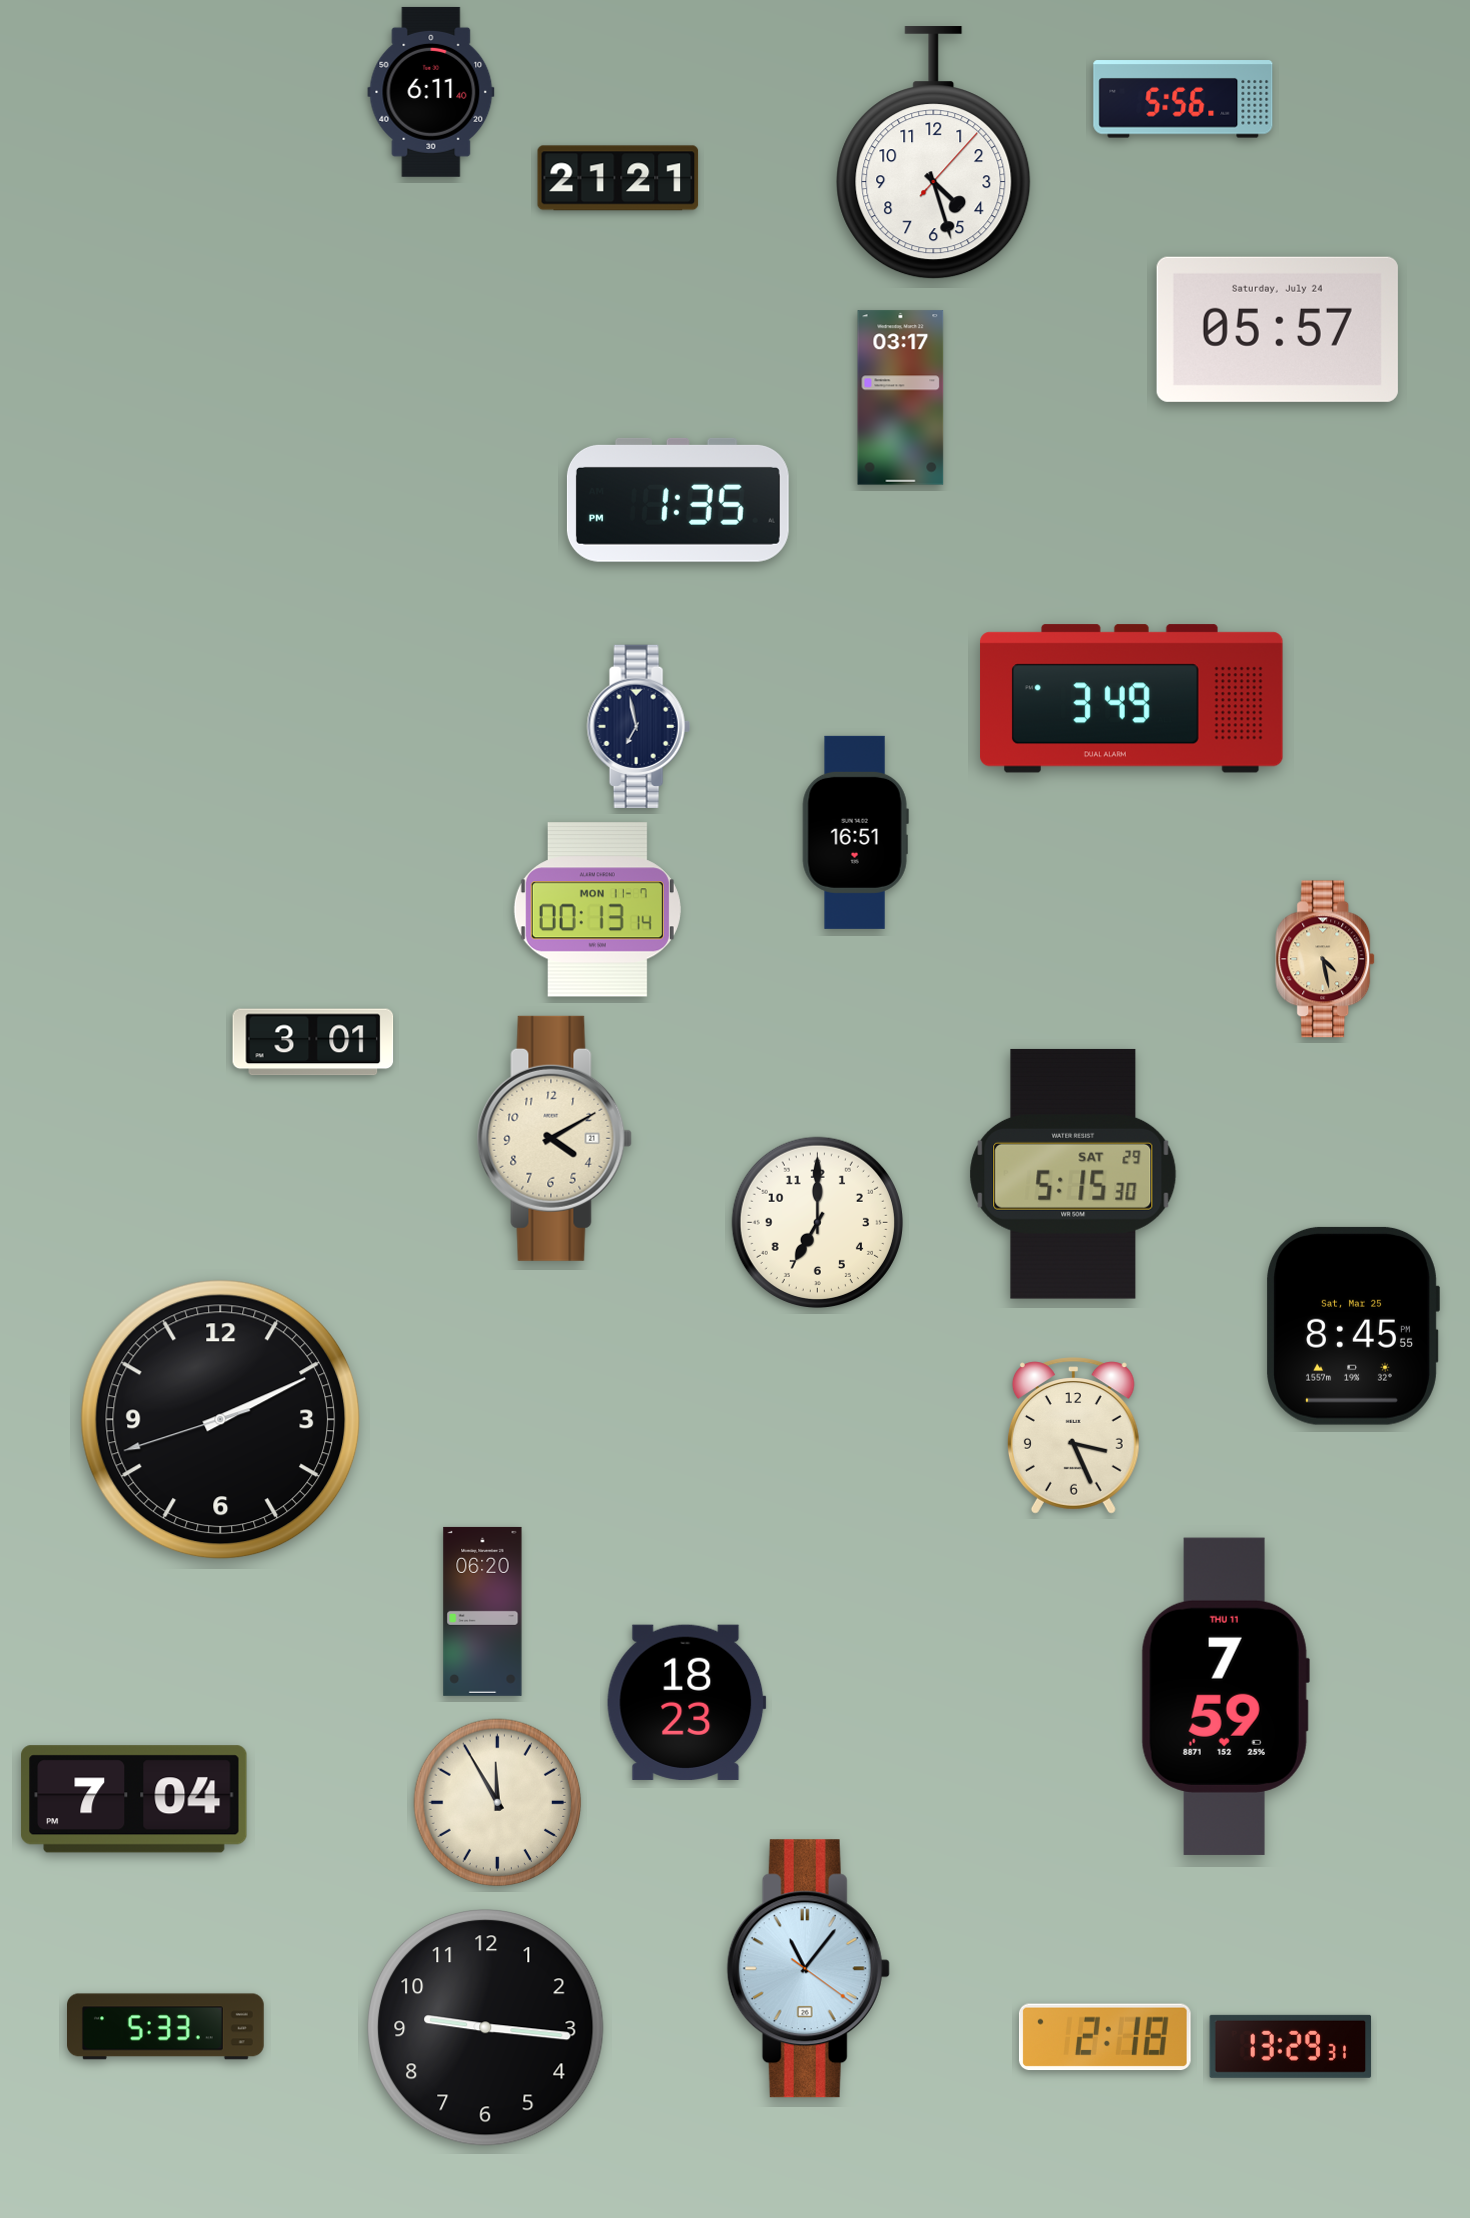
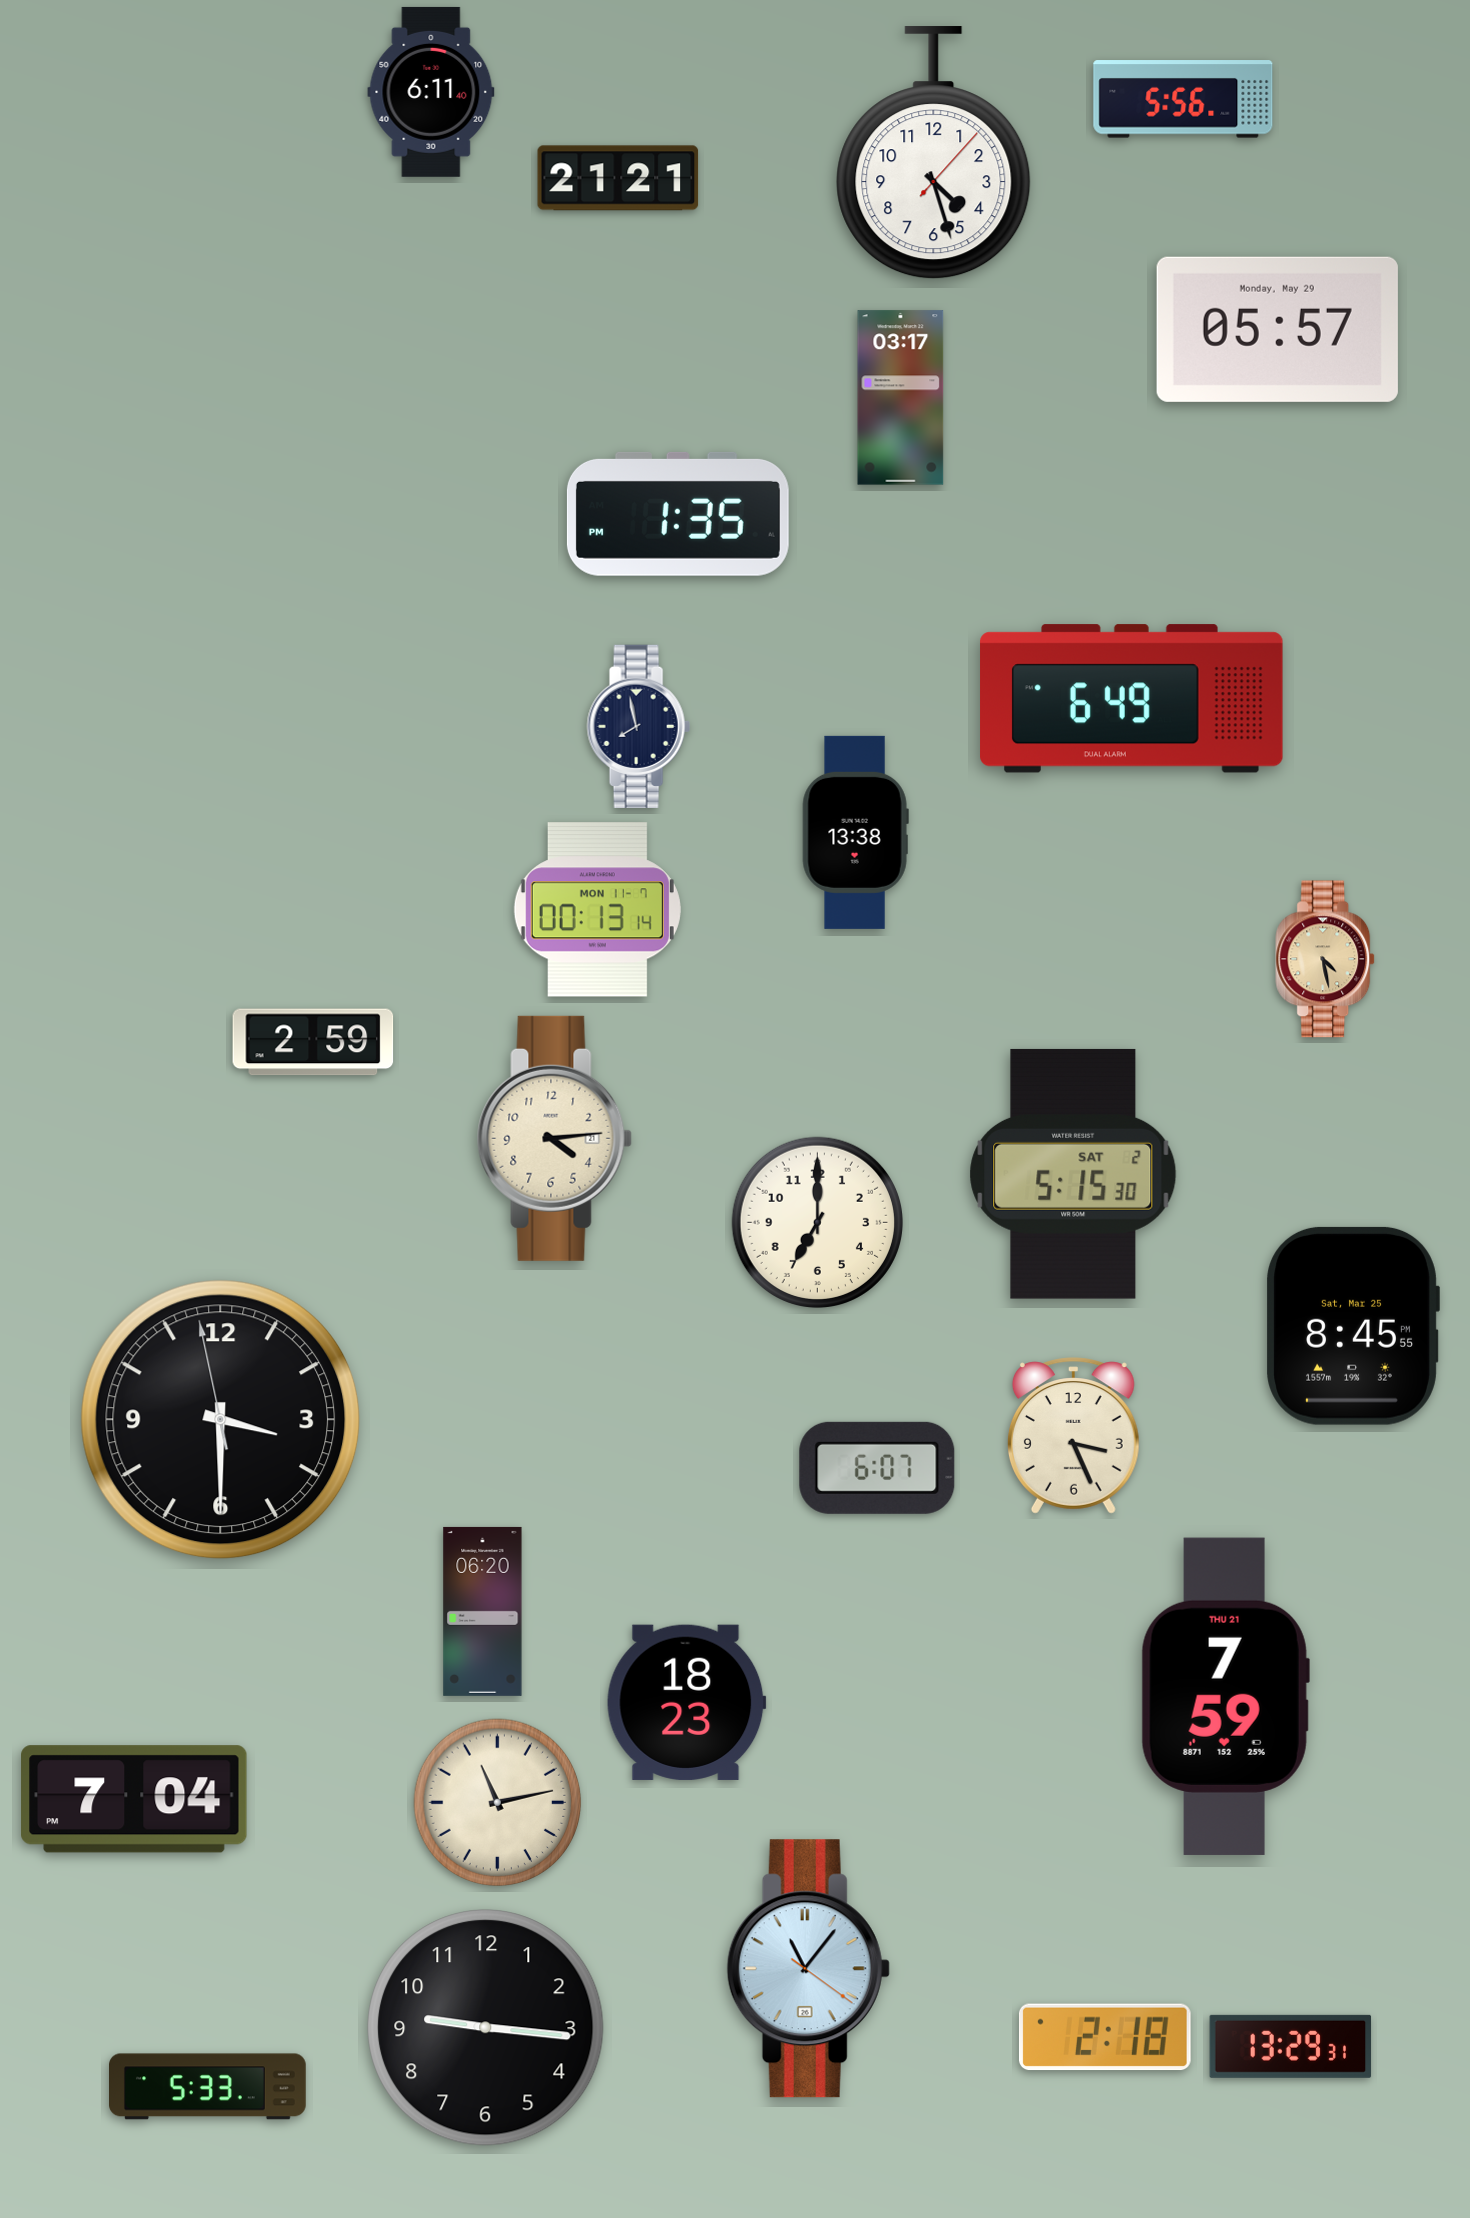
clock at (1277, 329) date: Saturday, July 24 -> Monday, May 29
clock at (678, 500) position: (678, 500) -> (678, 514)
clock at (1132, 699): 3:49 -> 6:49
clock at (638, 726): 6:58 -> 7:58
clock at (855, 832): 16:51 -> 13:38
clock at (313, 1042): 3:01 -> 2:59
clock at (554, 1138): 4:10 -> 4:14
clock at (1073, 1174) date: SAT 29 -> SAT 2
clock at (221, 1420): 2:10 -> 3:29
clock at (877, 1468): none -> 6:07
clock at (1225, 1696) date: THU 11 -> THU 21
clock at (498, 1803): 11:55 -> 11:13
clock at (166, 2027) position: (166, 2027) -> (208, 2087)
